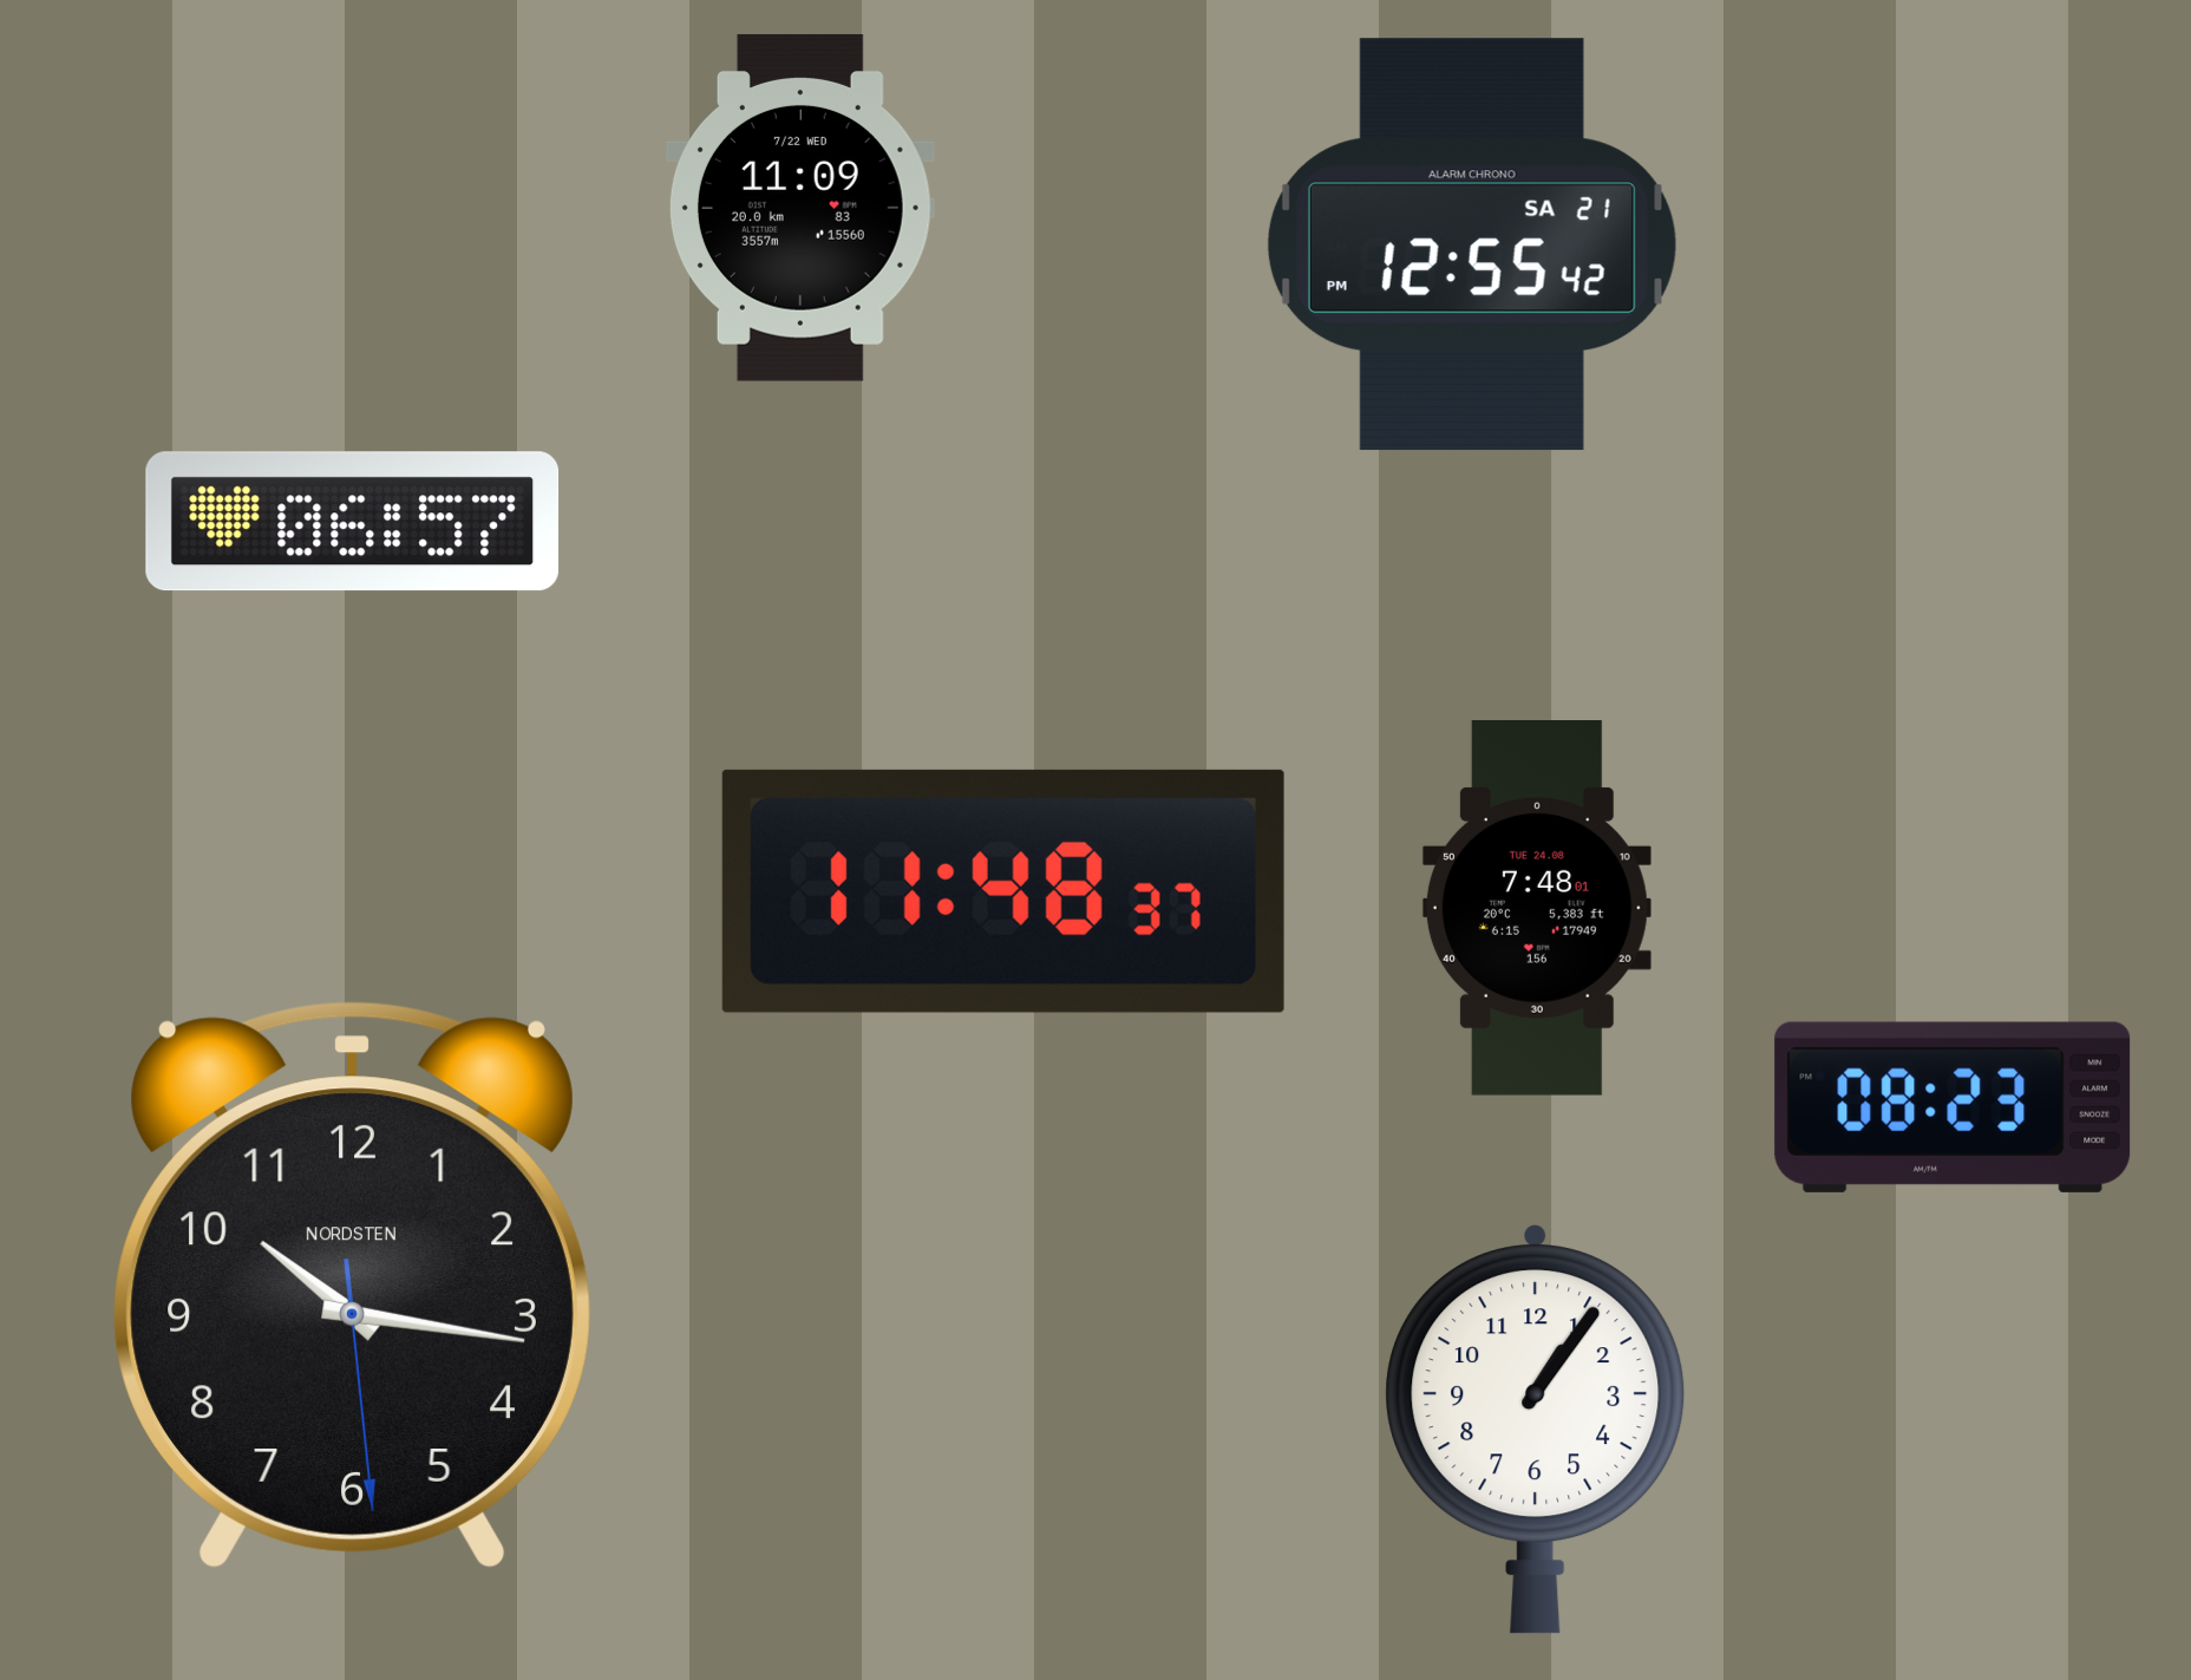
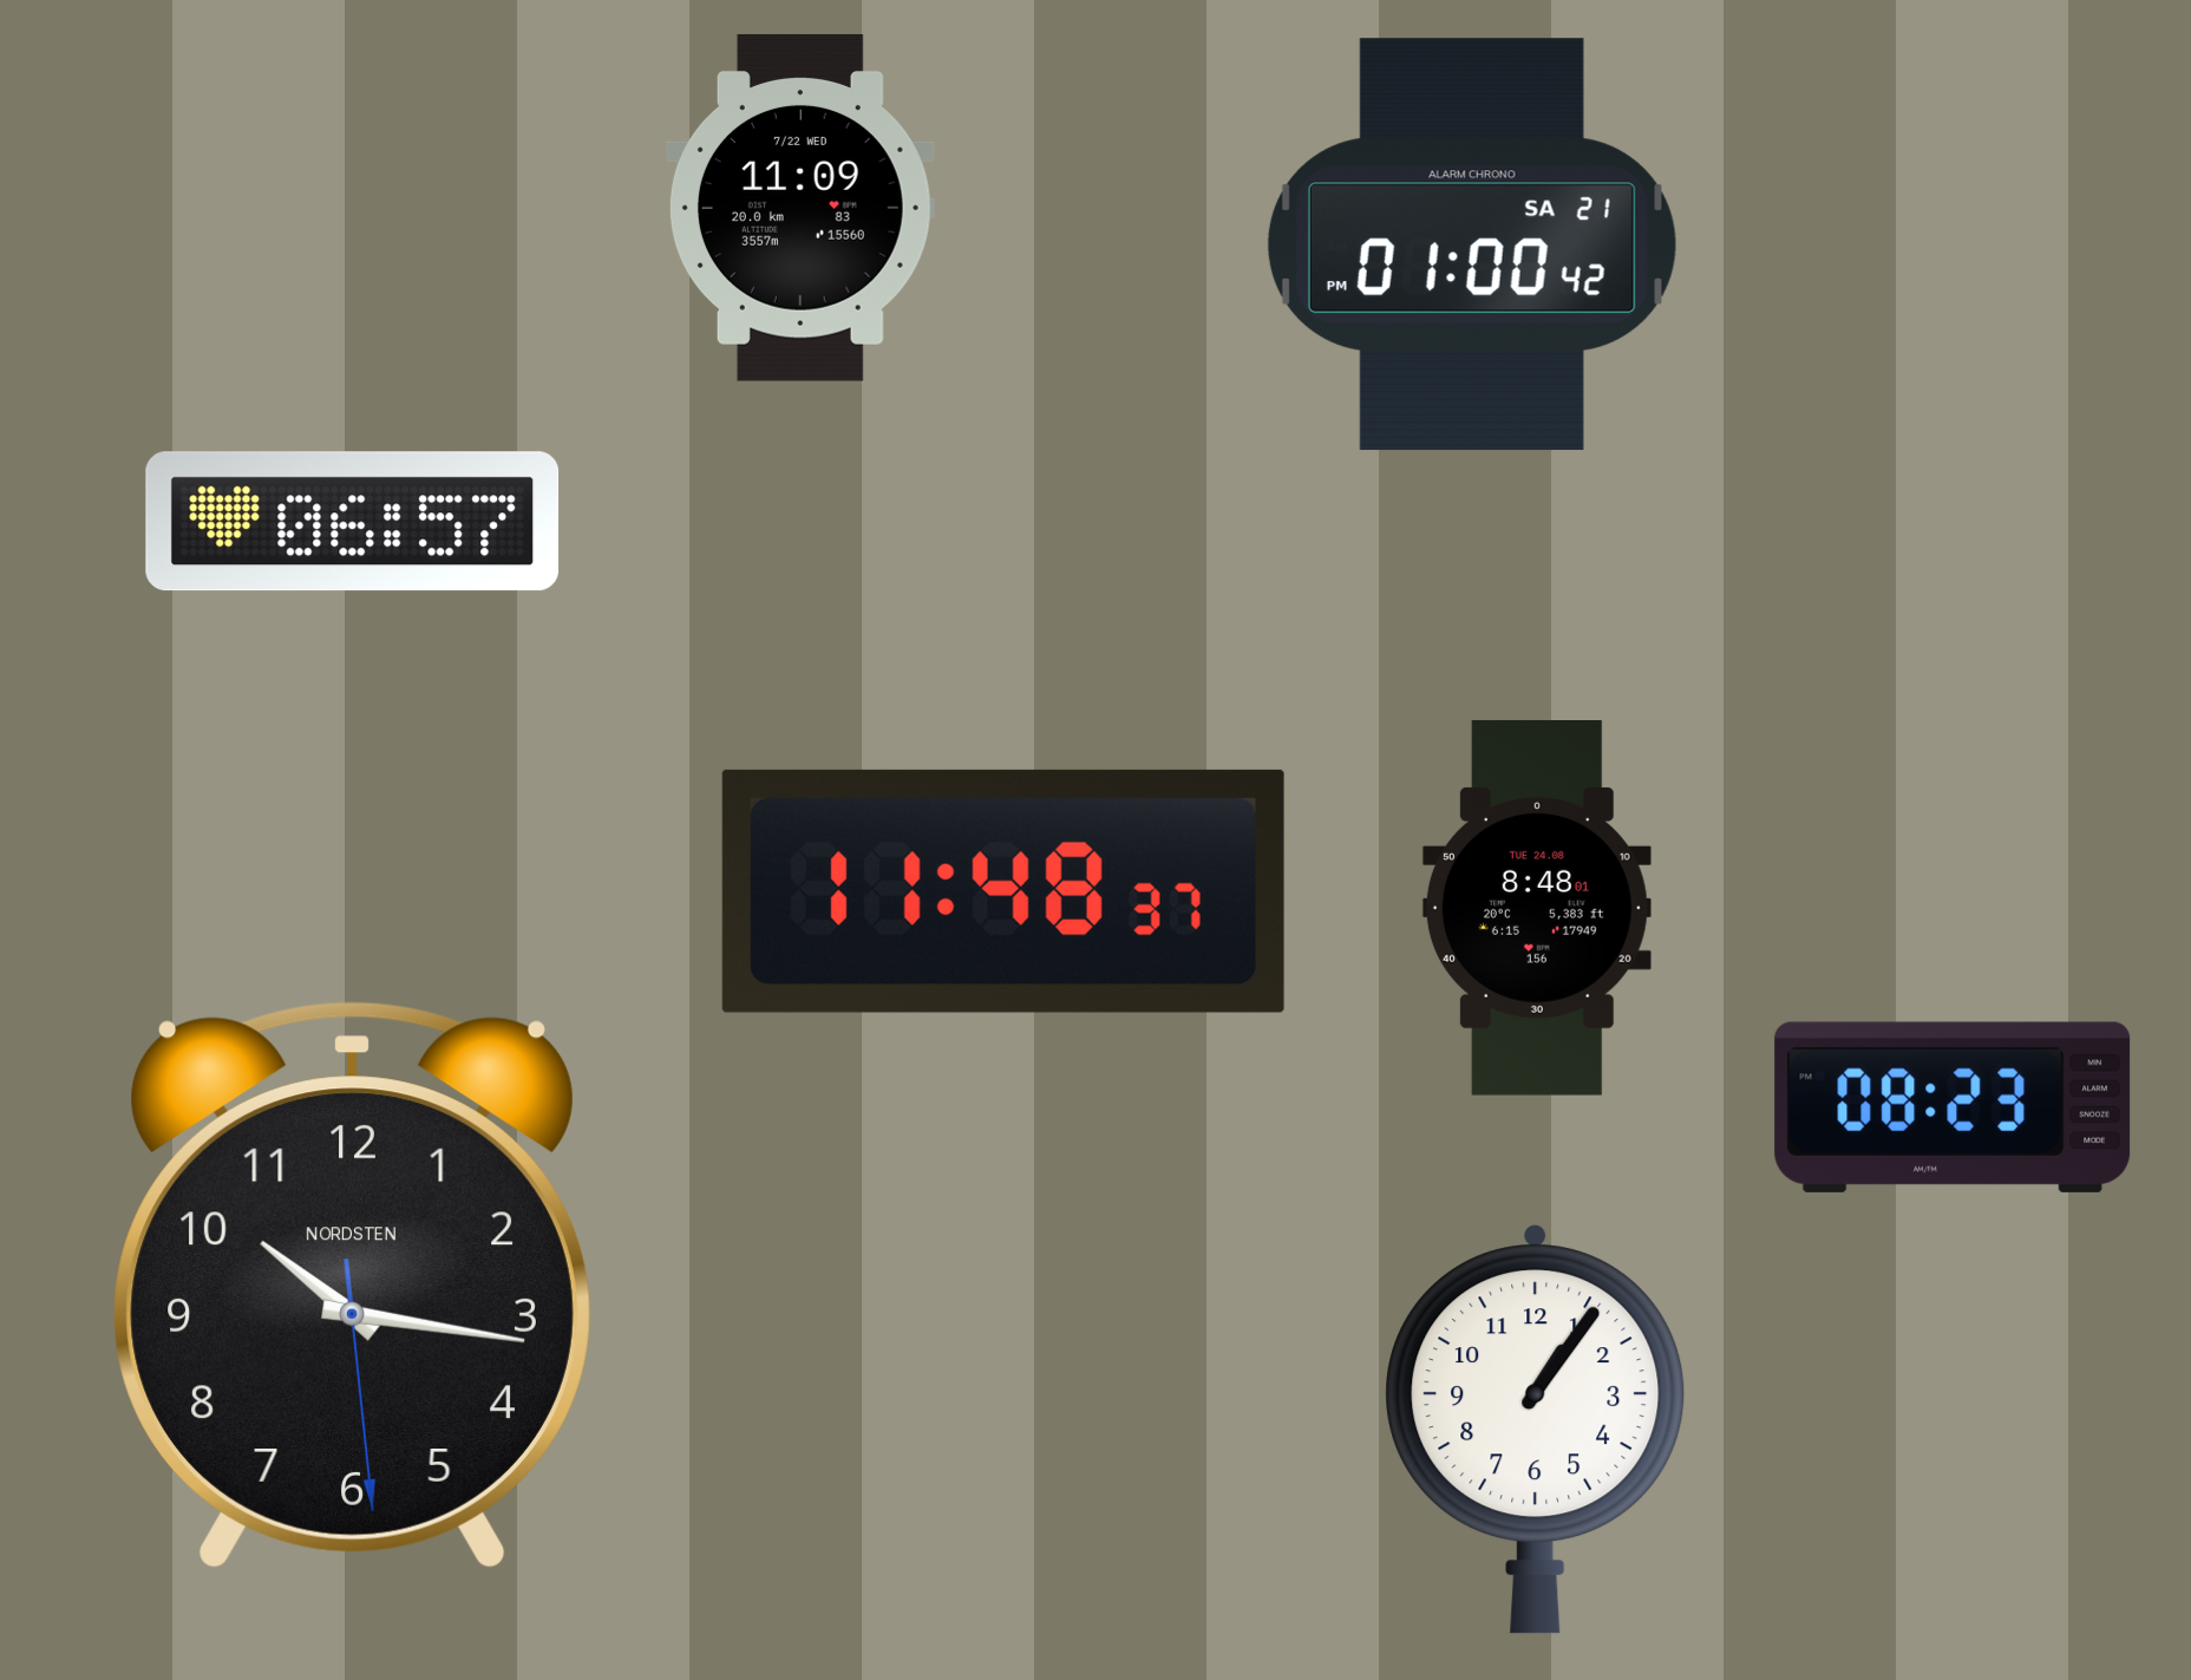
clock at (1472, 244): 12:55 -> 01:00
clock at (1537, 909): 7:48 -> 8:48
